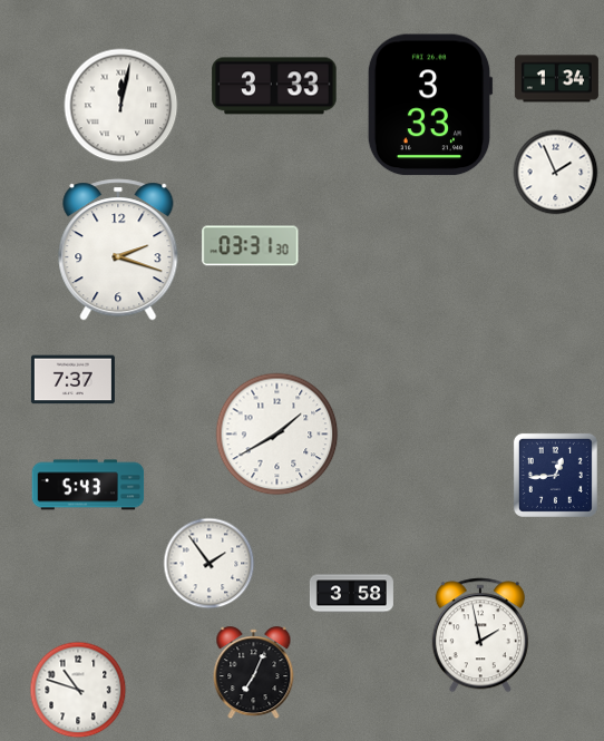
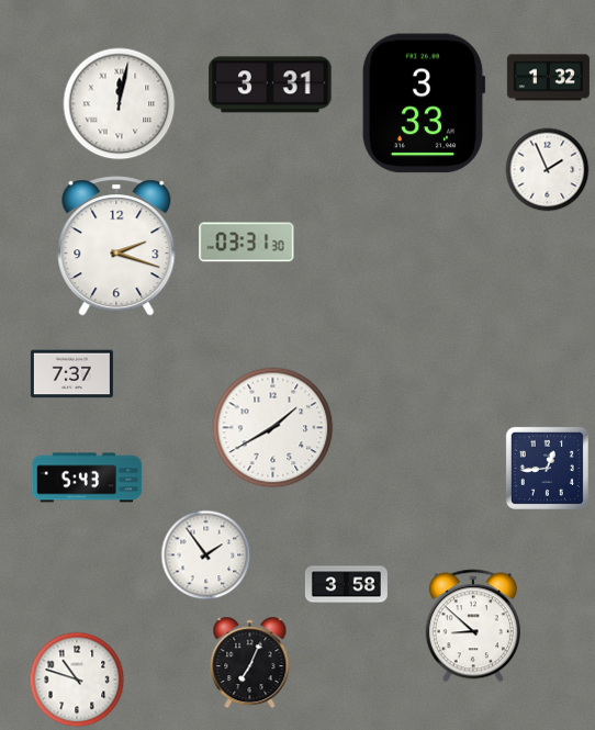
clock at (556, 79): 1:34 -> 1:32
clock at (274, 86): 3:33 -> 3:31
clock at (480, 635): 1:58 -> 8:52
